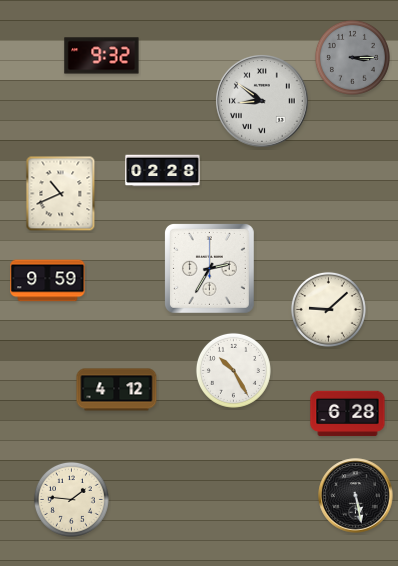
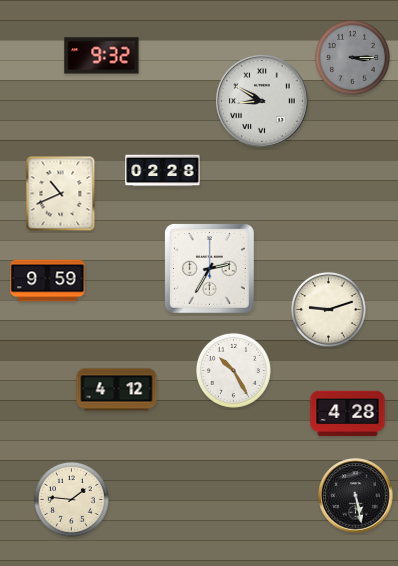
clock at (263, 102): 8:51 -> 8:50
clock at (328, 309): 9:08 -> 9:12
clock at (348, 414): 6:28 -> 4:28
